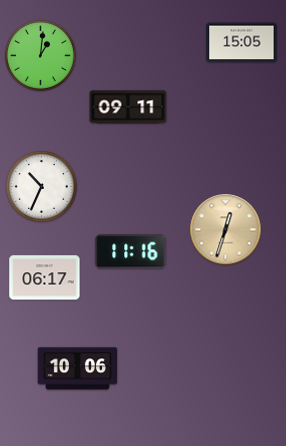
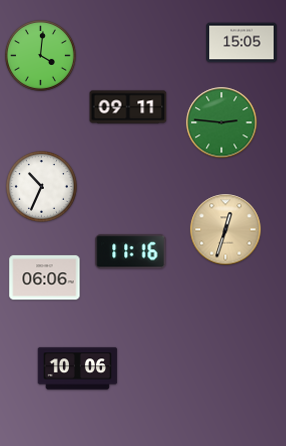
clock at (41, 56): 1:01 -> 4:01
clock at (222, 123): none -> 2:46
clock at (45, 278): 06:17 -> 06:06
